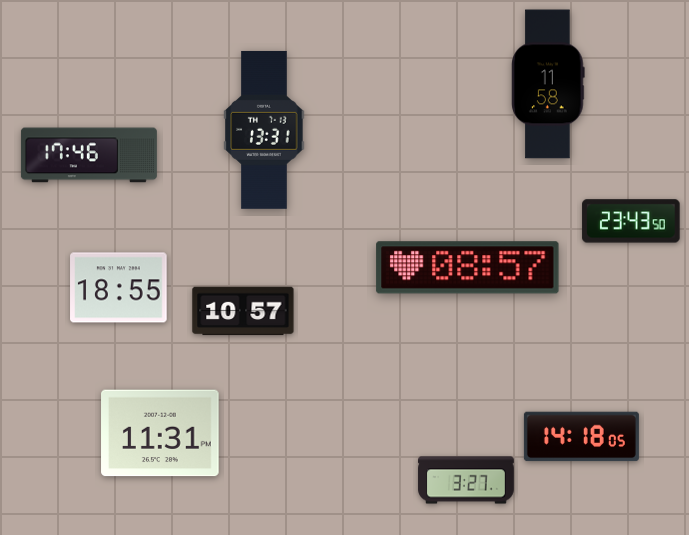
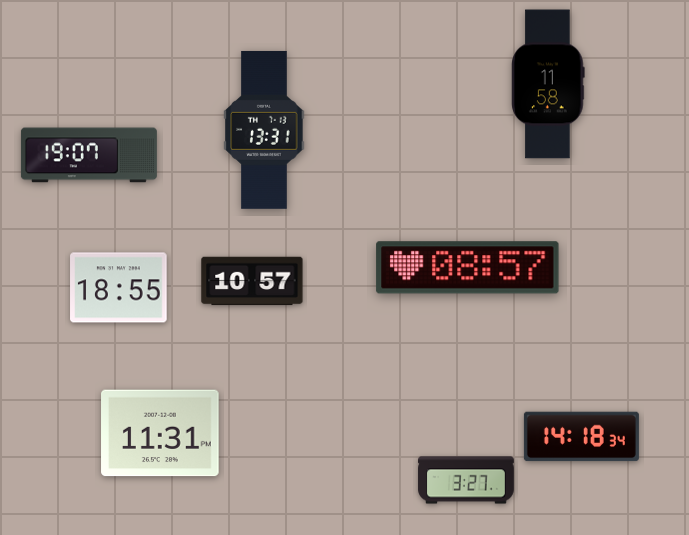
clock at (89, 155): 17:46 -> 19:07
clock at (631, 221): 23:43 -> none
clock at (243, 311) position: (243, 311) -> (252, 281)
clock at (581, 437): 14:18:05 -> 14:18:34
